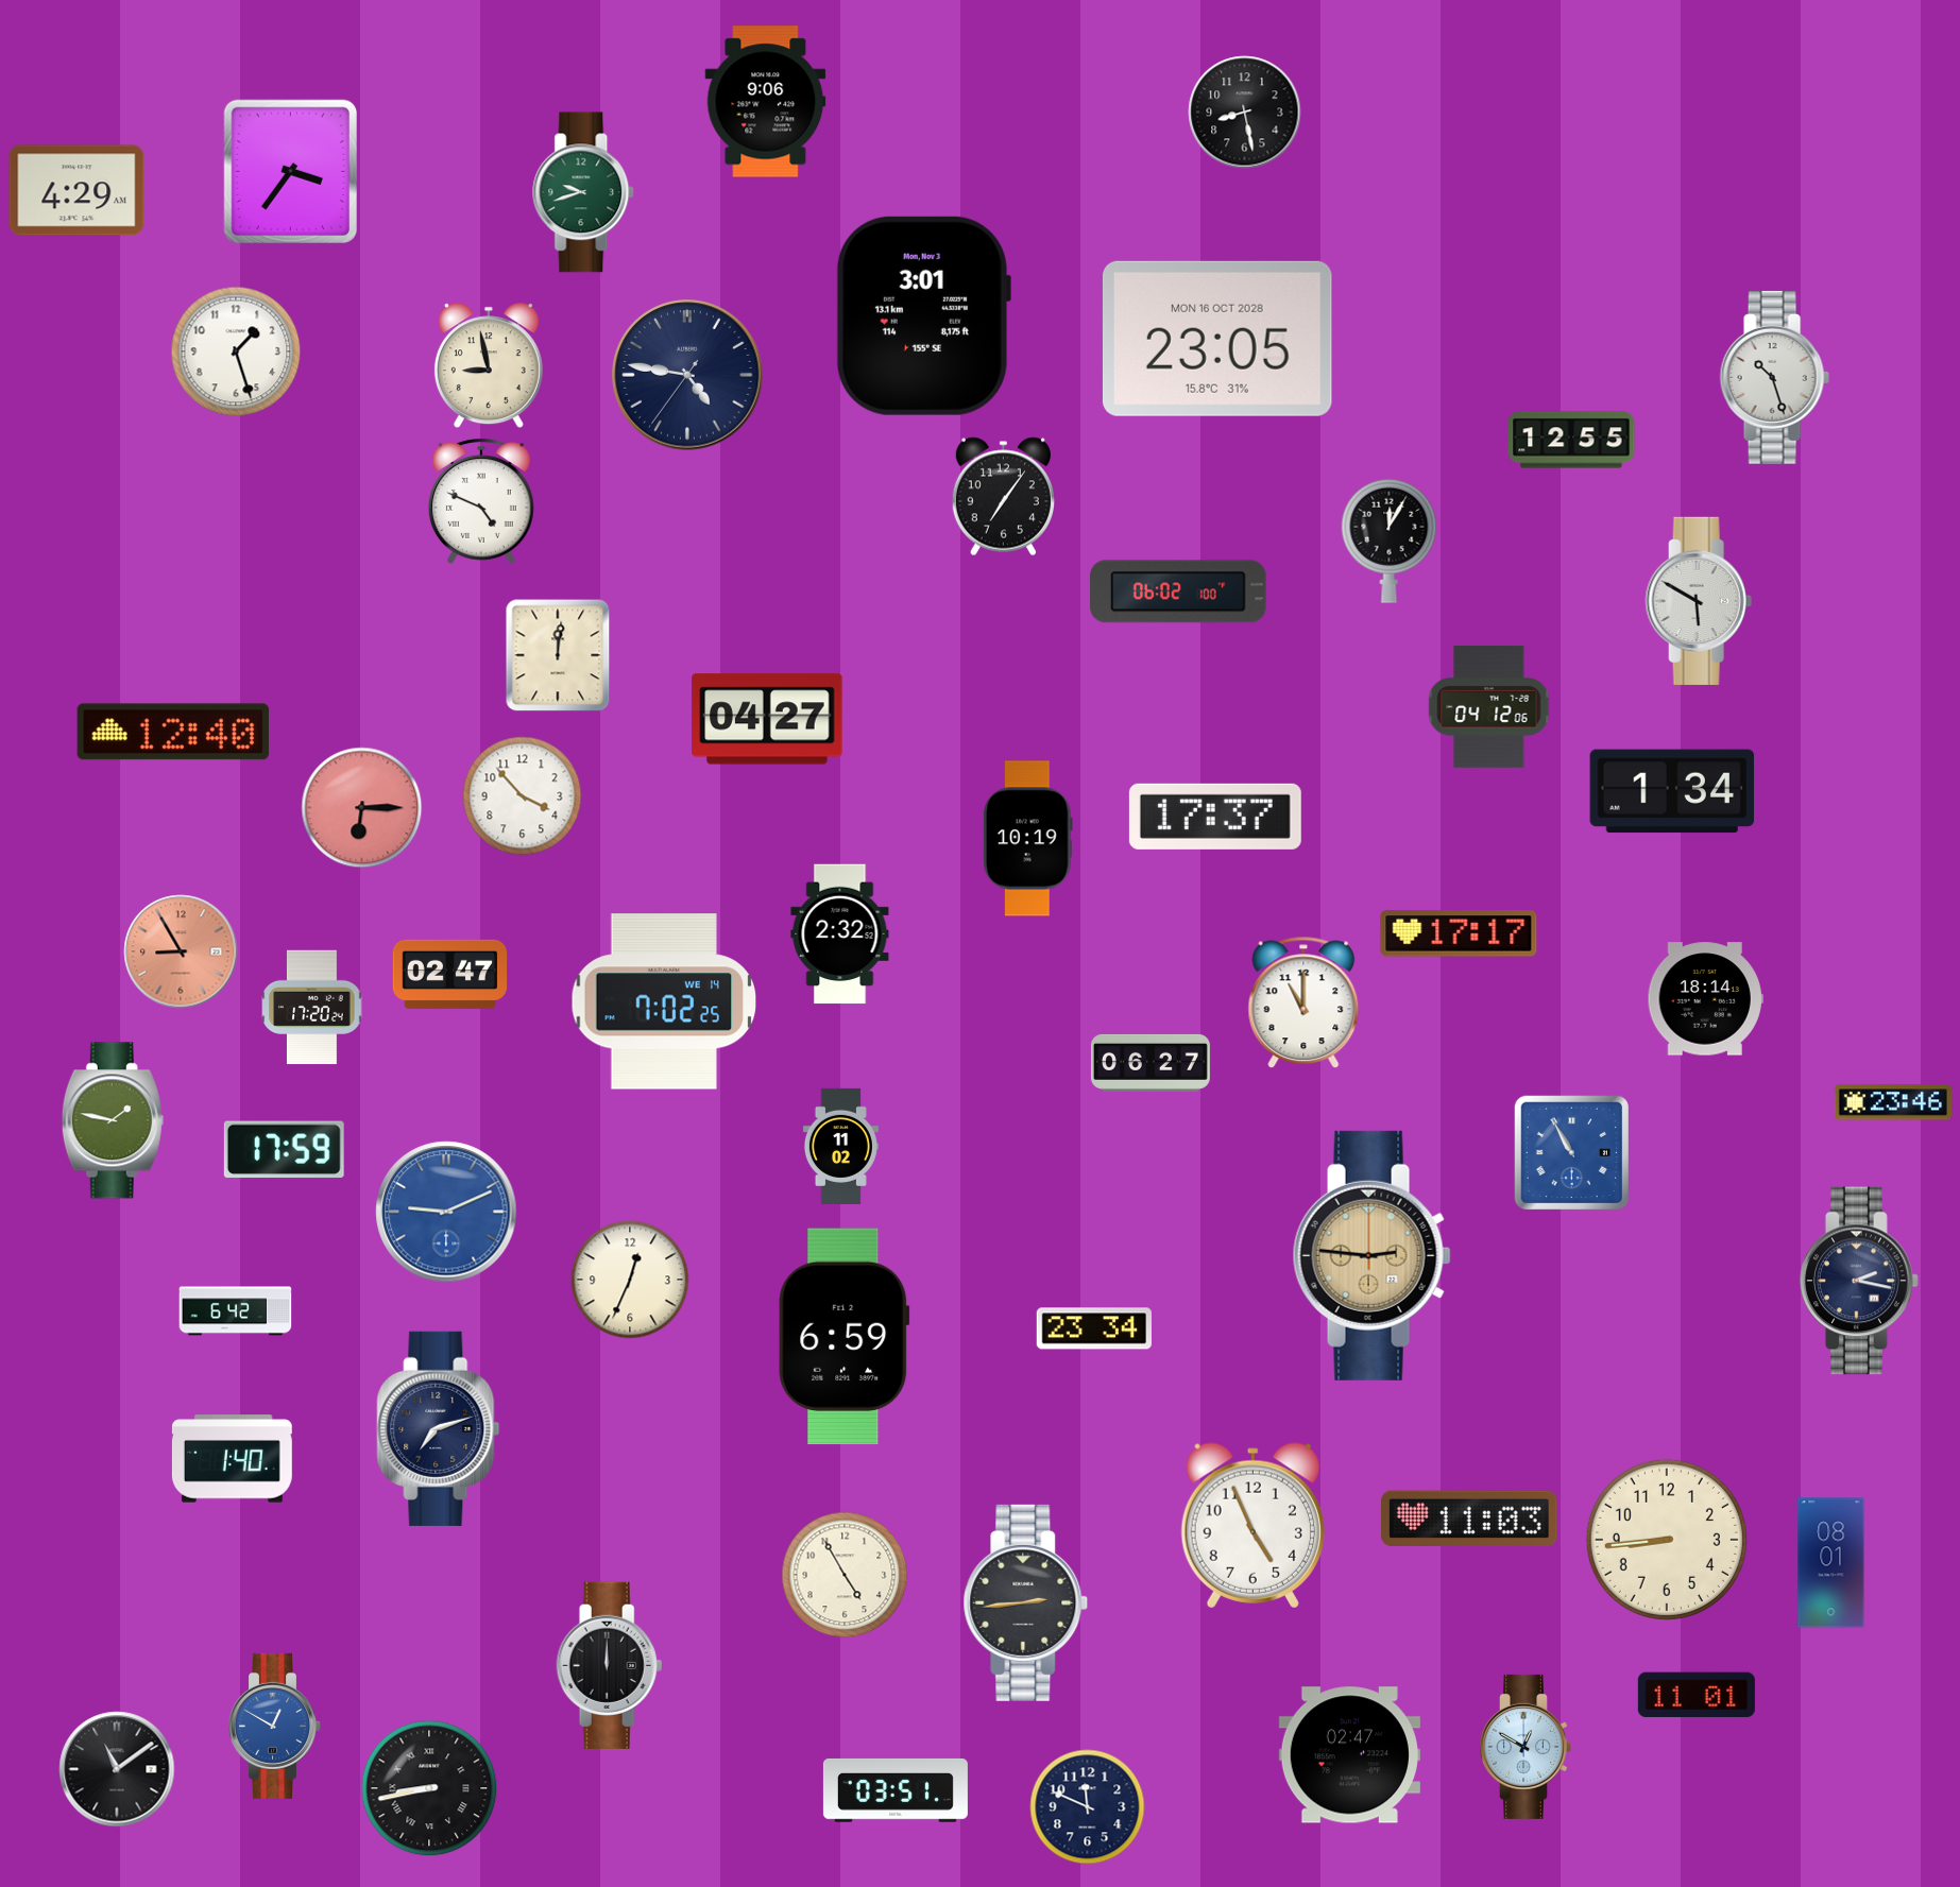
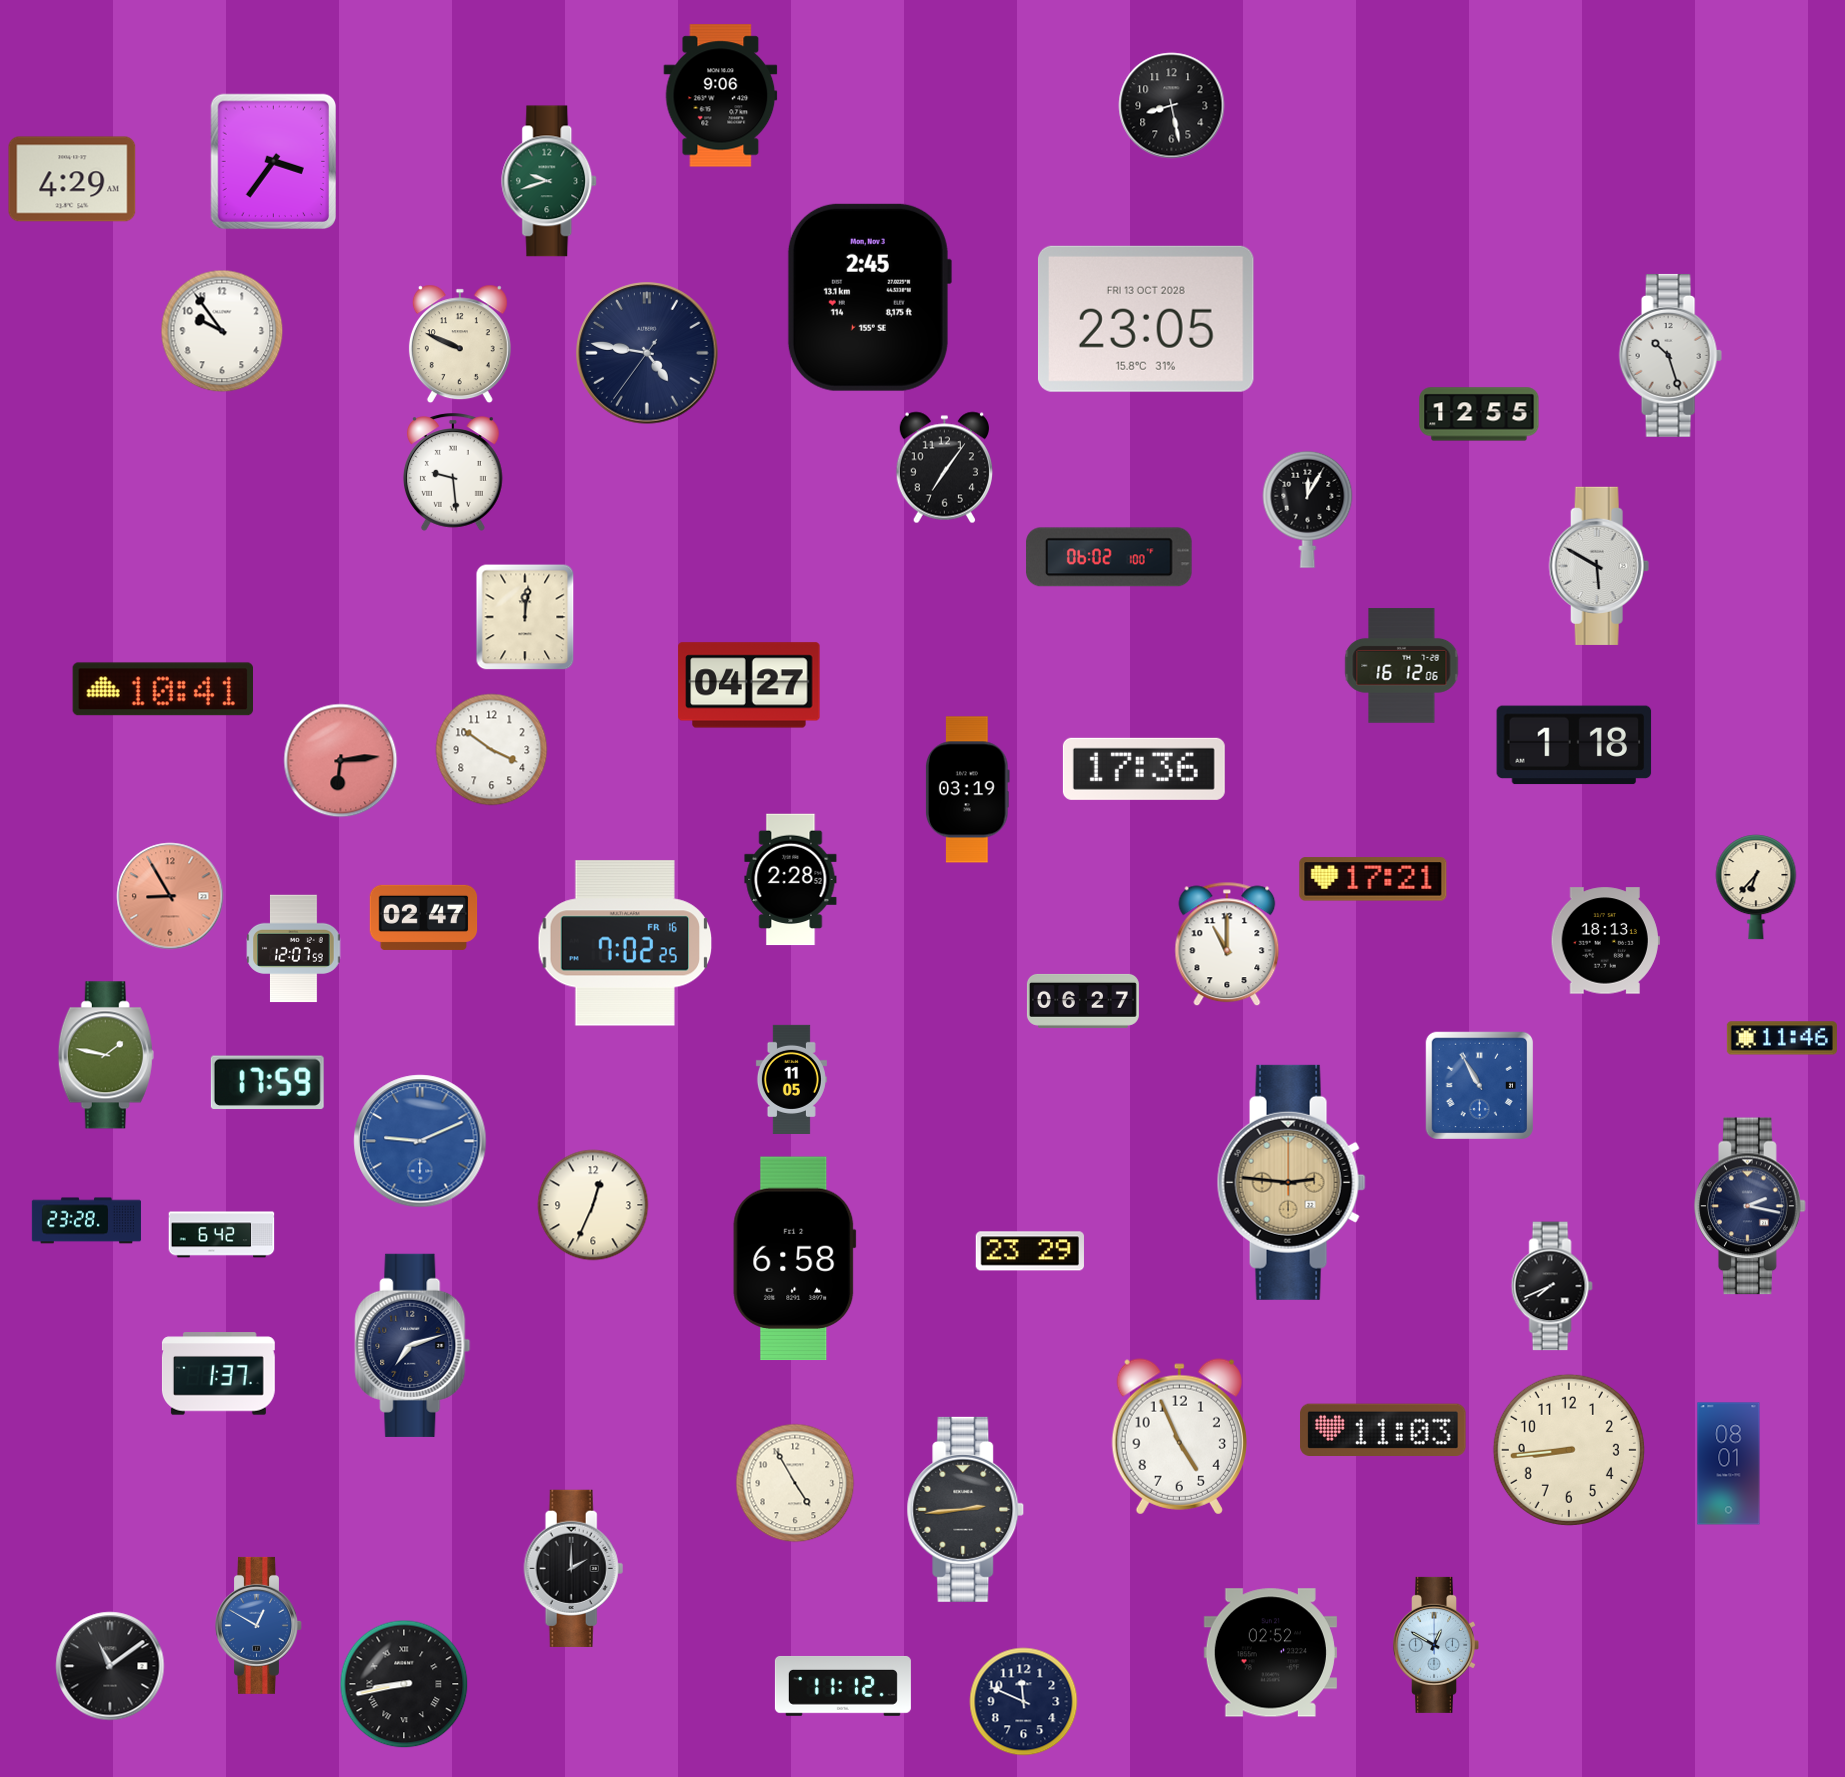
clock at (923, 315): 3:01 -> 2:45
clock at (1217, 339) date: MON 16 OCT 2028 -> FRI 13 OCT 2028
clock at (236, 351): 1:27 -> 9:54
clock at (489, 365): 8:58 -> 9:49
clock at (481, 501): 4:49 -> 9:29
clock at (1489, 707): 04:12 -> 16:12
clock at (767, 719) position: (767, 719) -> (749, 685)
clock at (172, 732): 12:40 -> 10:41
clock at (1672, 791): 1:34 -> 1:18
clock at (523, 796): 3:53 -> 3:51
clock at (362, 808): 6:15 -> 6:14
clock at (1215, 817): 17:37 -> 17:36
clock at (1027, 839): 10:19 -> 03:19
clock at (1459, 933): 17:17 -> 17:21
clock at (840, 934): 2:32 -> 2:28
clock at (1756, 887): none -> 6:37
clock at (1705, 999): 18:14 -> 18:13
clock at (664, 1001) date: WE 14 -> FR 16
clock at (312, 1008): 17:20 -> 12:07
clock at (1893, 1102): 23:46 -> 11:46
clock at (840, 1146): 11:02 -> 11:05
clock at (86, 1221): none -> 23:28
clock at (1094, 1328): 23:34 -> 23:29
clock at (845, 1337): 6:59 -> 6:58
clock at (1552, 1286): none -> 7:41
clock at (232, 1459): 1:40 -> 1:37
clock at (1831, 1563) position: (1831, 1563) -> (1729, 1464)
clock at (610, 1665): 12:00 -> 2:00
clock at (1697, 1695): 11:01 -> none
clock at (1349, 1755): 02:47 -> 02:52
clock at (896, 1790): 03:51 -> 11:12
